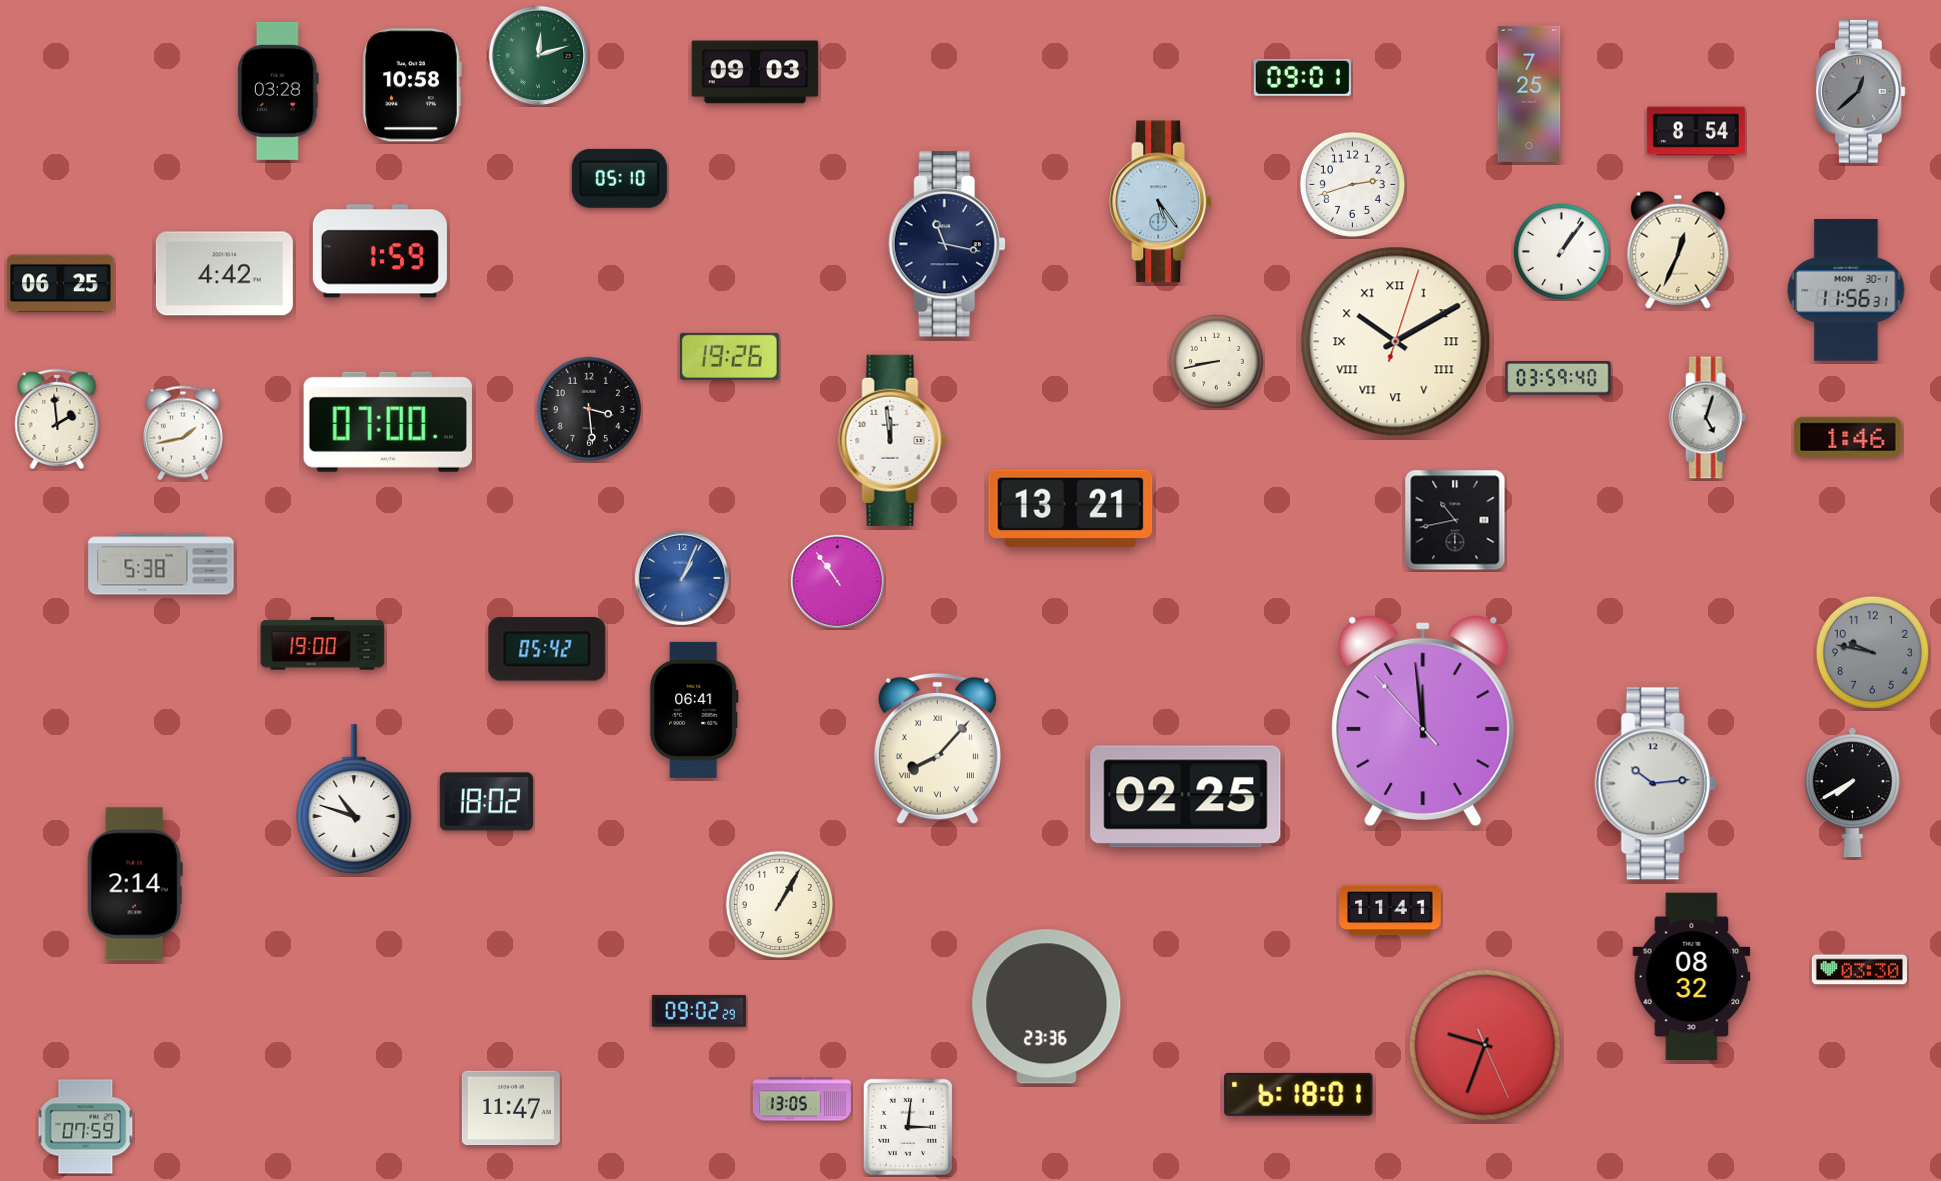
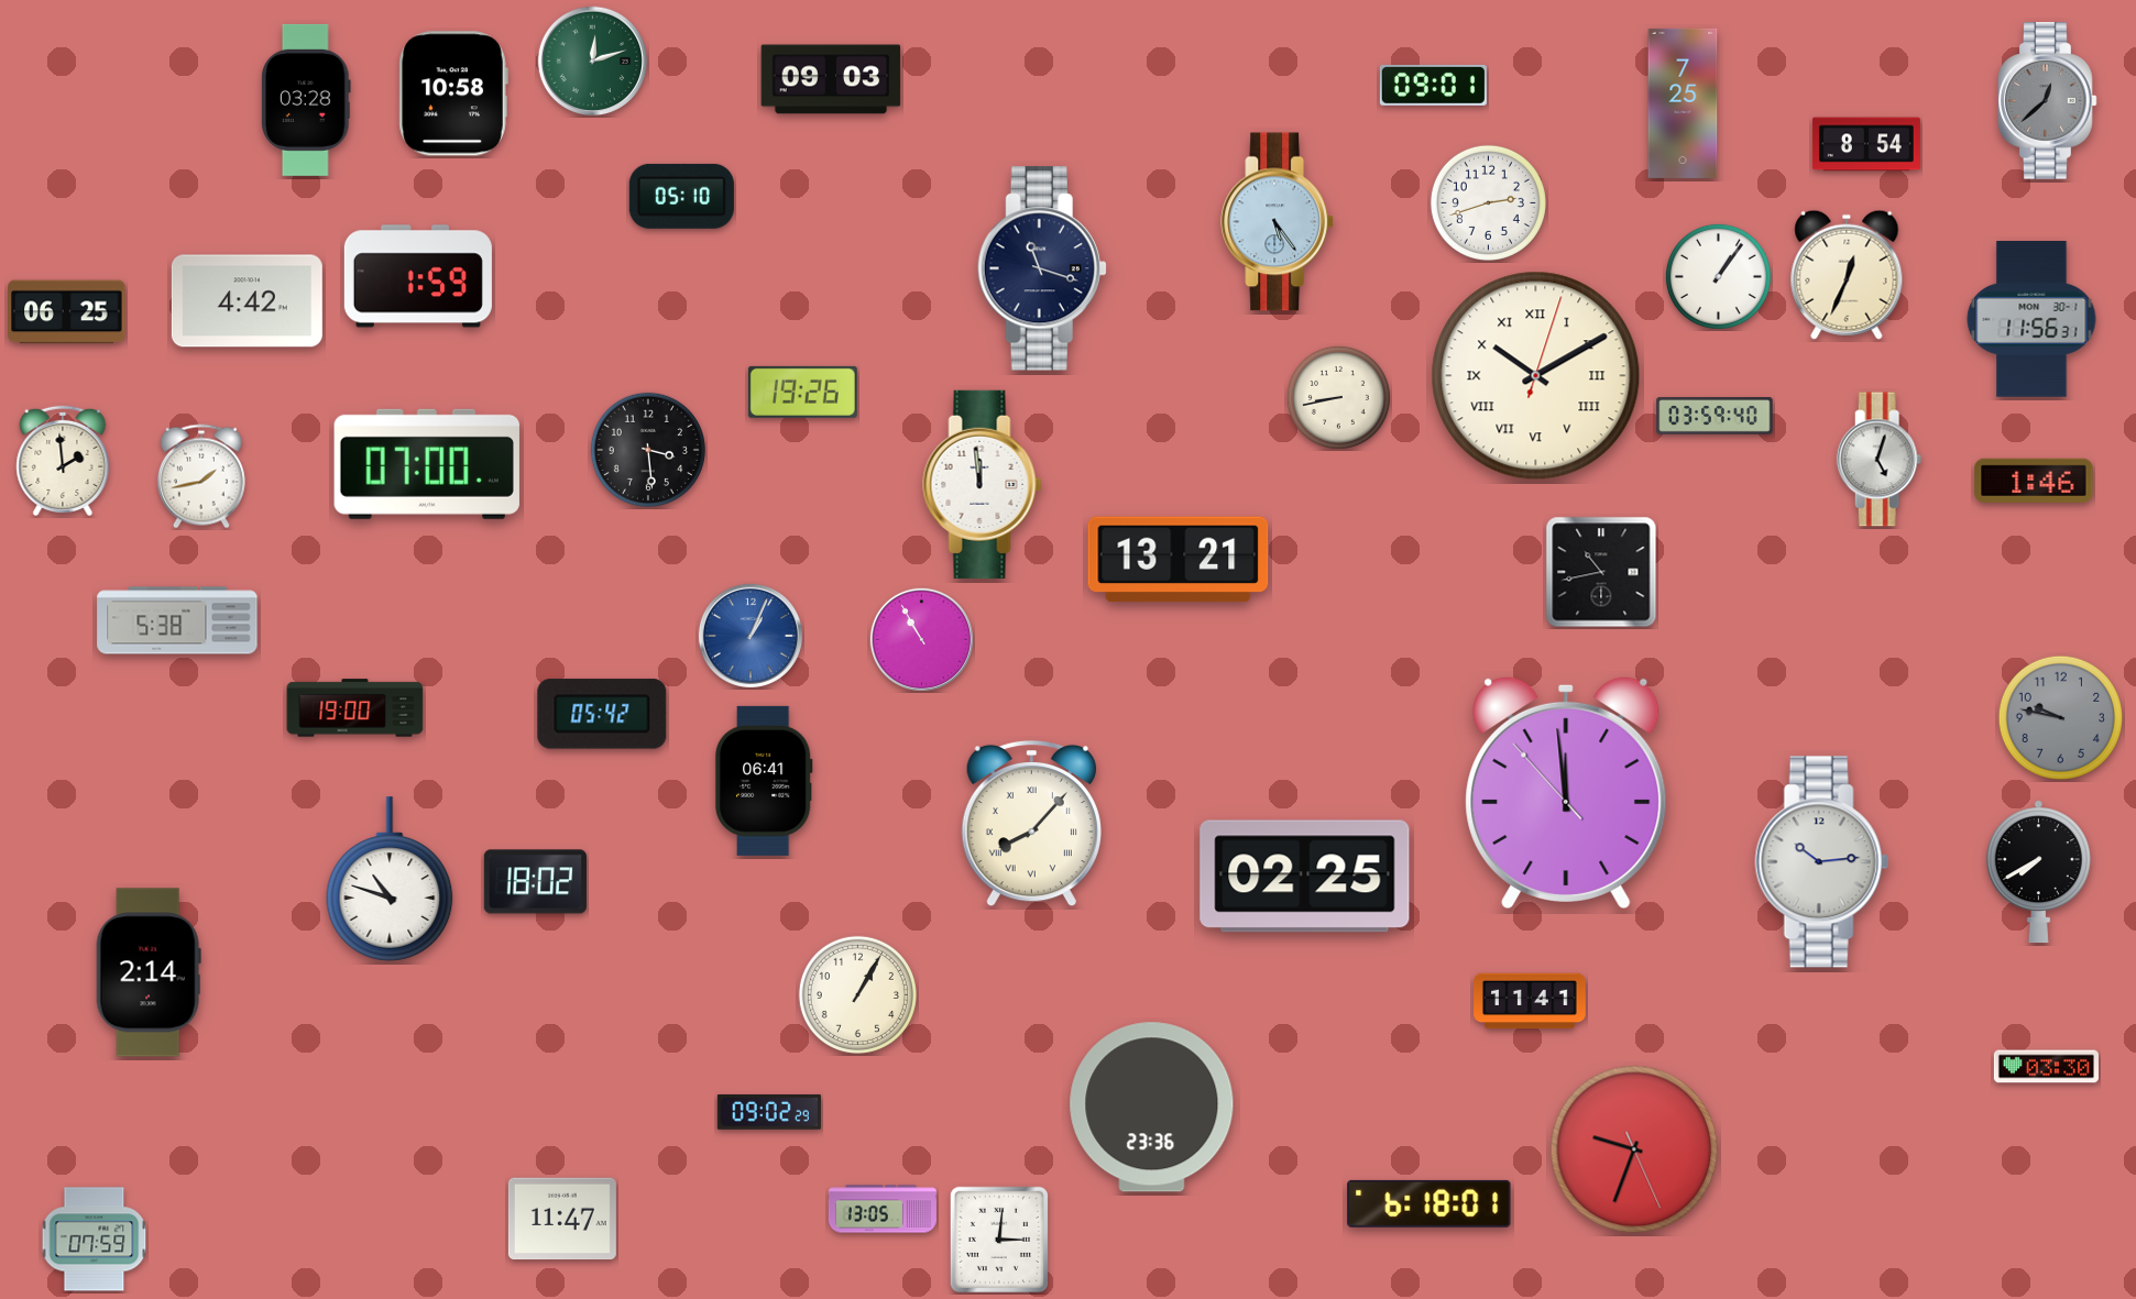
clock at (947, 244): 11:17 -> 11:18
clock at (837, 581): 10:54 -> 10:55
clock at (1692, 977): 08:32 -> none
